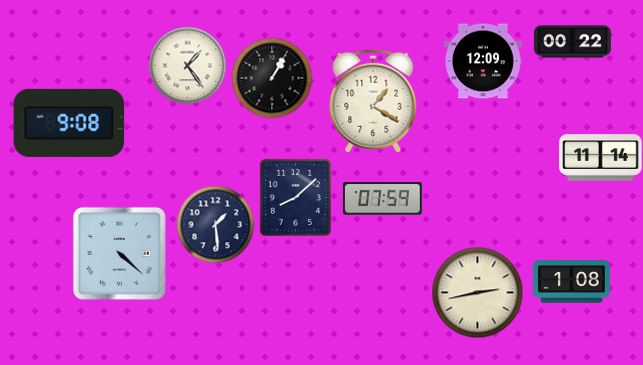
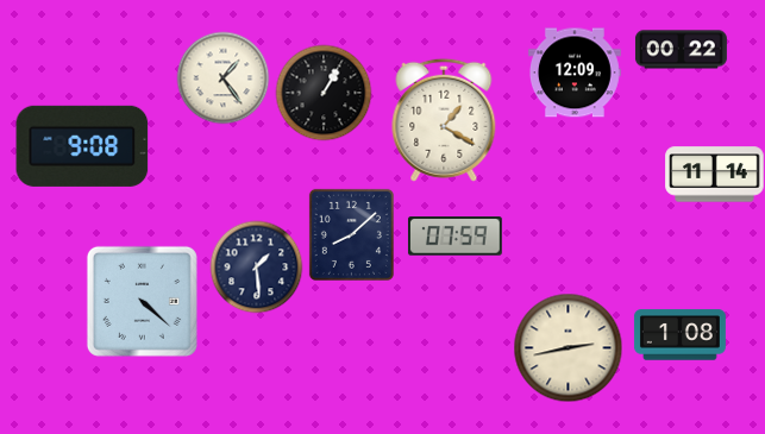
clock at (601, 158) position: (601, 158) -> (715, 175)
